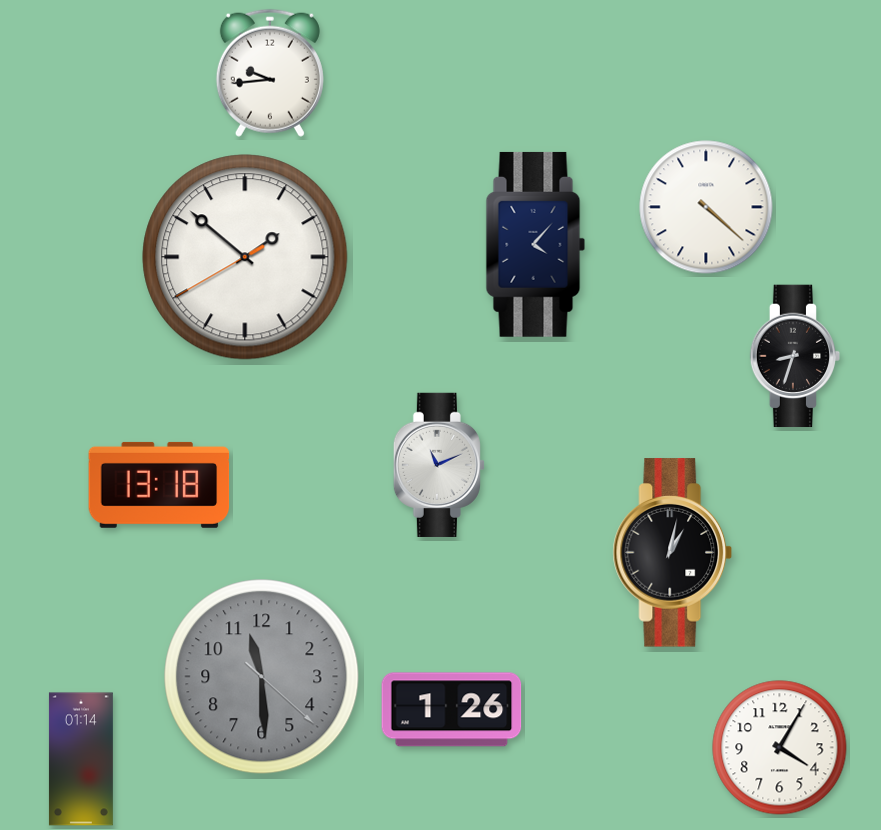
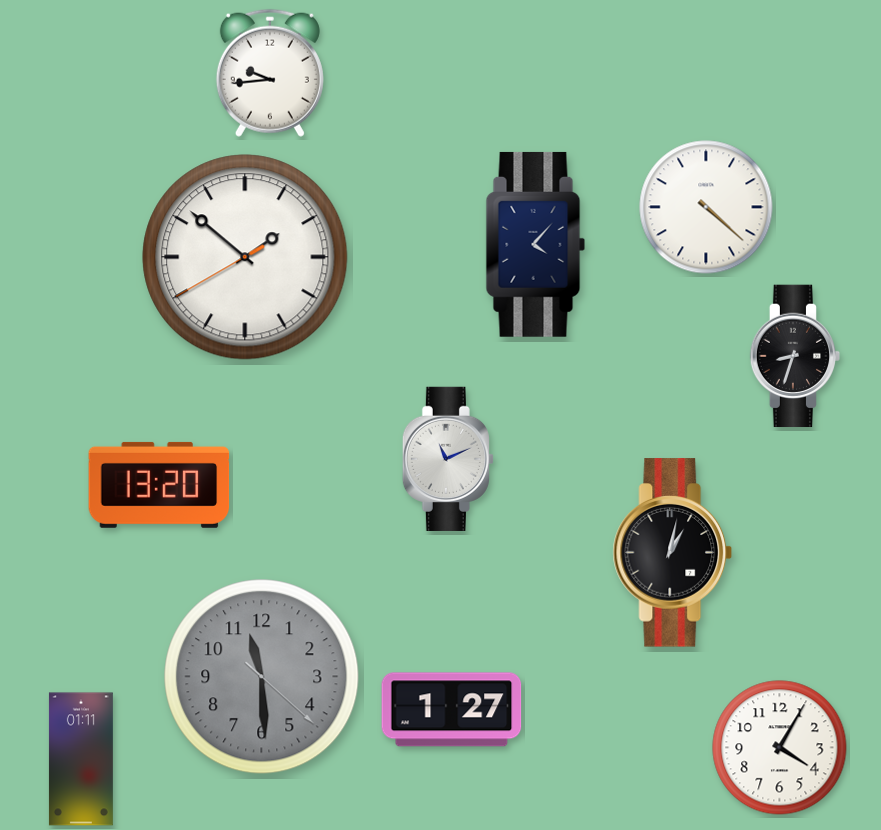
clock at (439, 465) position: (439, 465) -> (448, 459)
clock at (159, 485): 13:18 -> 13:20
clock at (452, 710): 1:26 -> 1:27
clock at (81, 759): 01:14 -> 01:11
